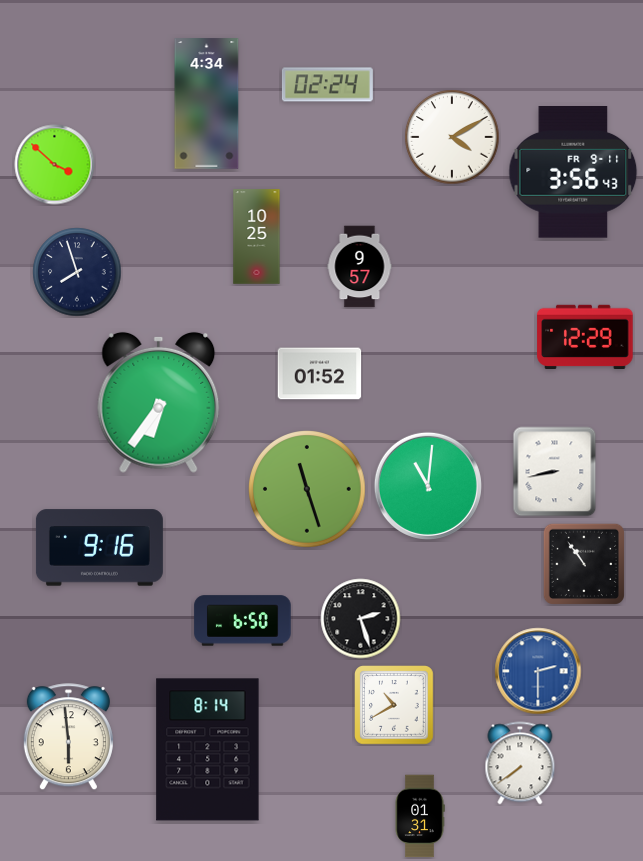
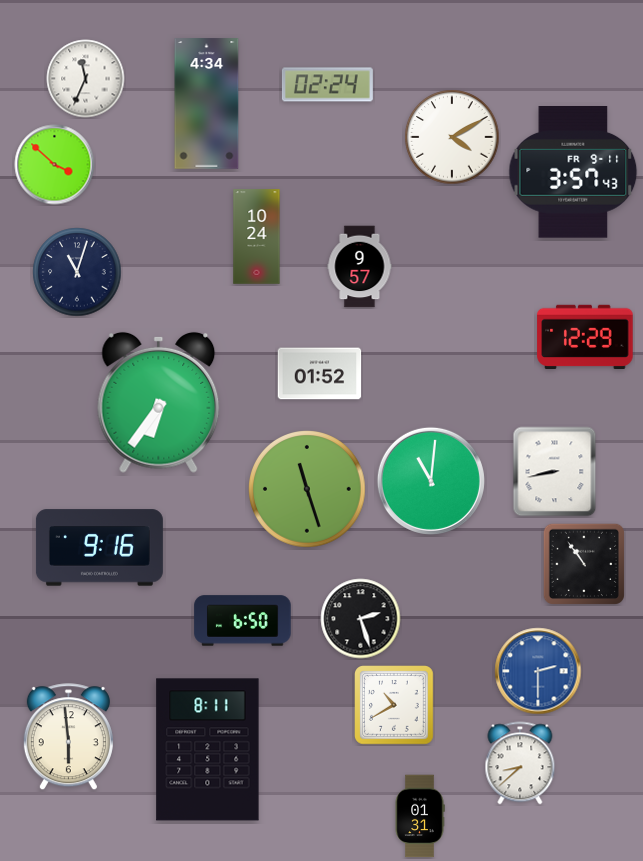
clock at (86, 79): none -> 11:34
clock at (573, 173): 3:56 -> 3:57
clock at (257, 237): 10:25 -> 10:24
clock at (77, 272): 7:57 -> 11:03
clock at (428, 486) position: (428, 486) -> (431, 481)
clock at (208, 750): 8:14 -> 8:11
clock at (520, 763): 7:39 -> 8:38
